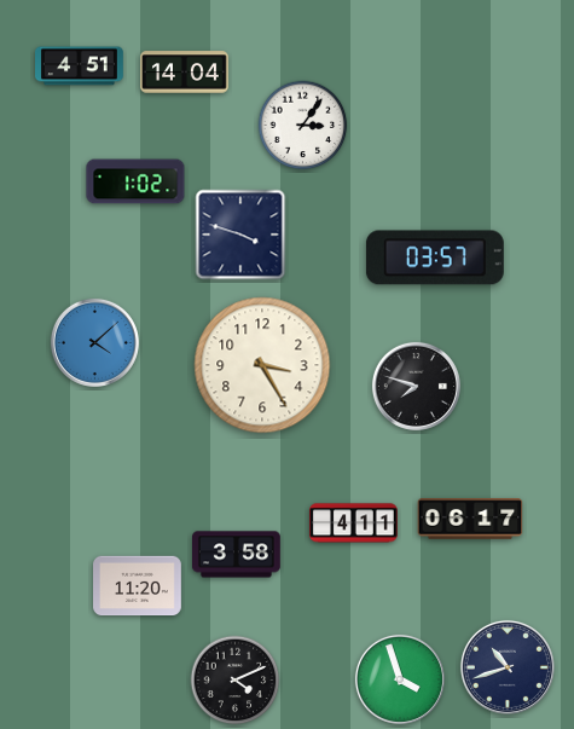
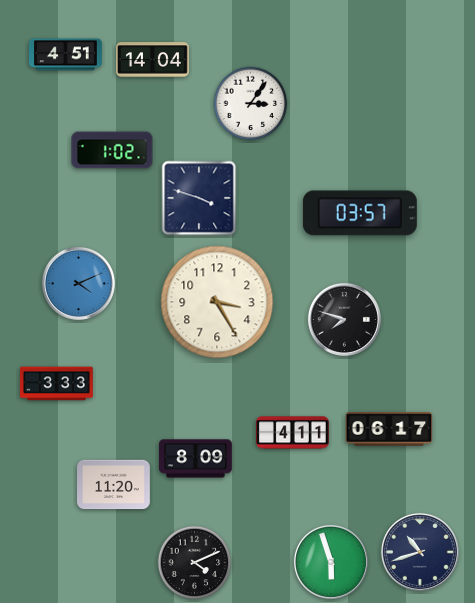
clock at (240, 235) position: (240, 235) -> (199, 198)
clock at (94, 342): 4:08 -> 4:11
clock at (57, 384): none -> 3:33
clock at (237, 555): 3:58 -> 8:09
clock at (400, 679): 3:57 -> 5:57
